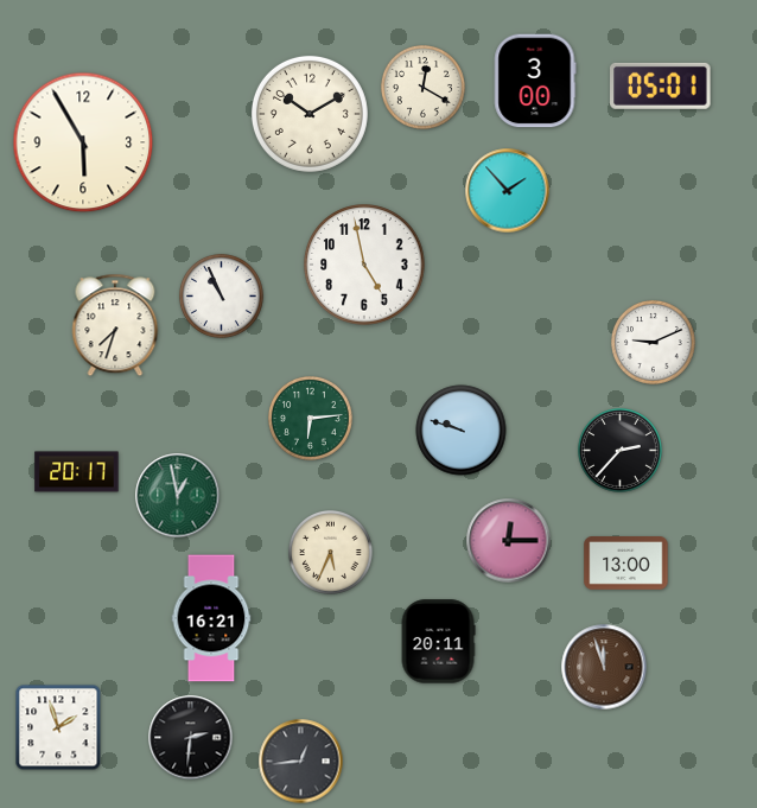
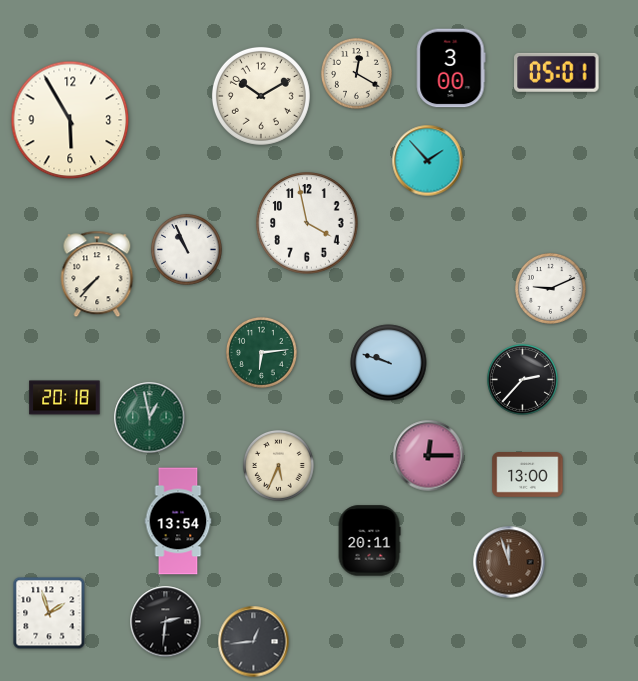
clock at (364, 265): 4:58 -> 3:58
clock at (115, 325): 7:33 -> 7:37
clock at (77, 472): 20:17 -> 20:18
clock at (211, 618): 16:21 -> 13:54
clock at (191, 738) position: (191, 738) -> (166, 622)
